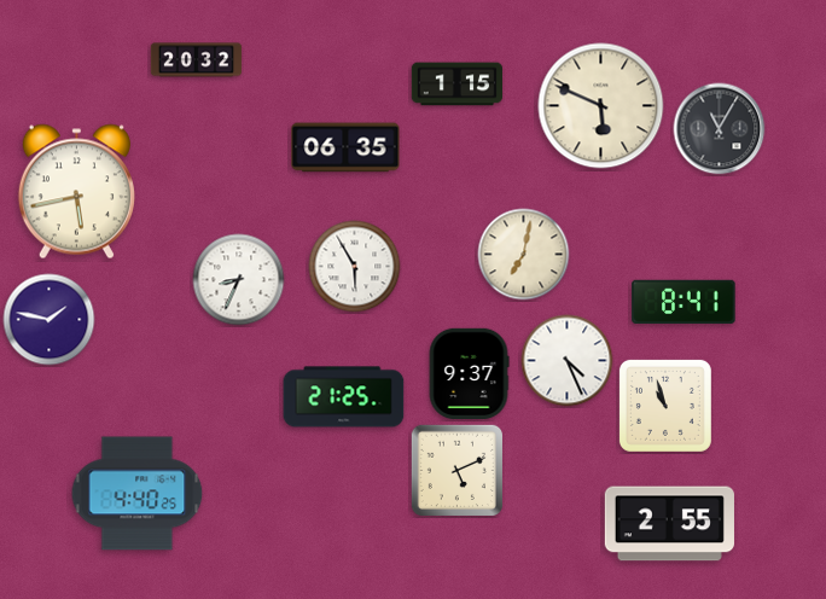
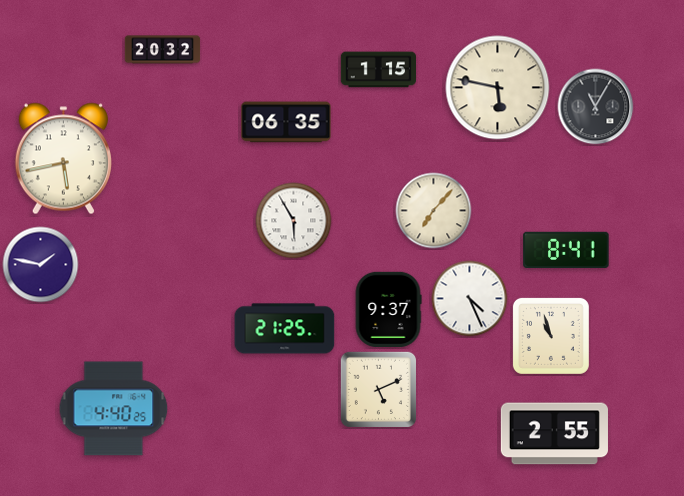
clock at (601, 106): 5:49 -> 5:47
clock at (524, 255): 7:02 -> 7:07
clock at (239, 280): 8:34 -> none
